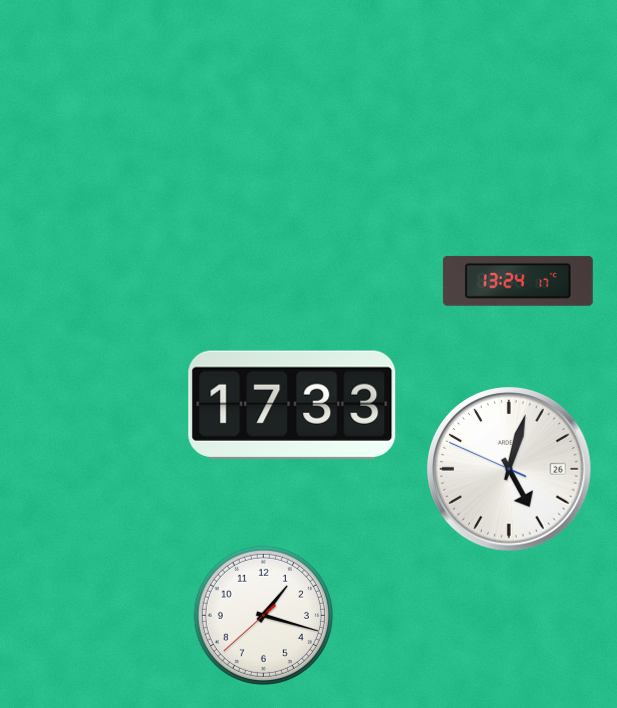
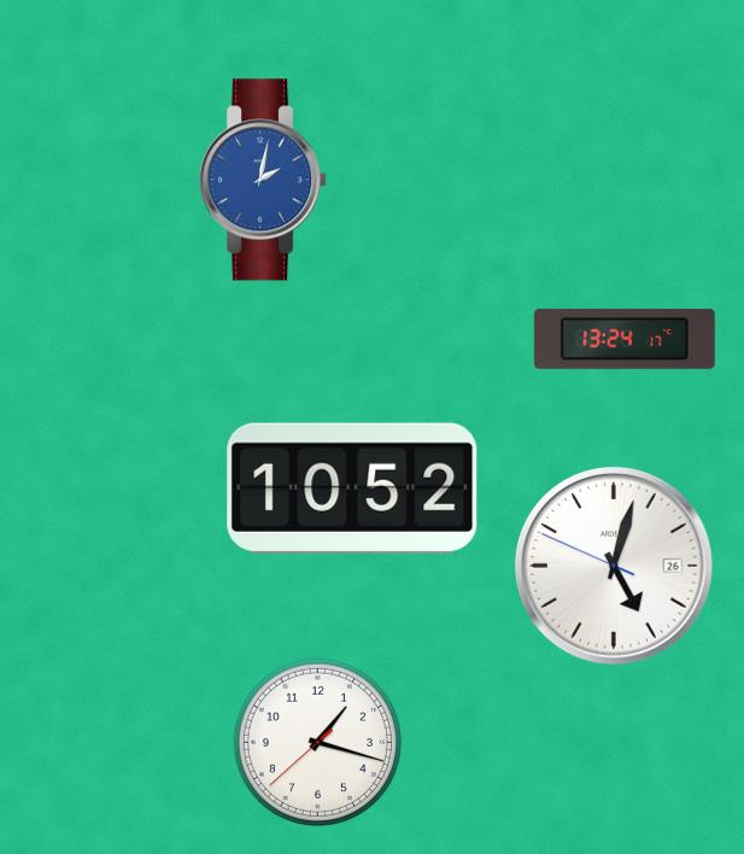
clock at (264, 180): none -> 2:02
clock at (292, 405): 17:33 -> 10:52
